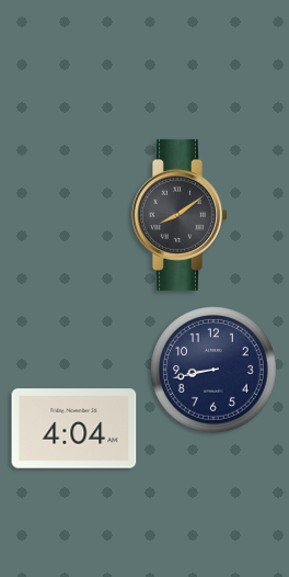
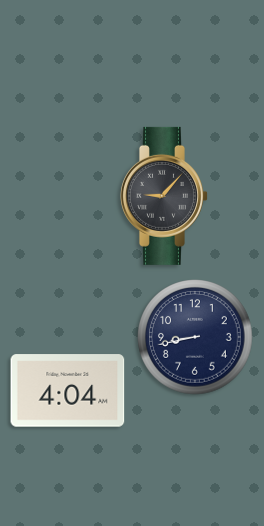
clock at (180, 215): 8:09 -> 9:07
